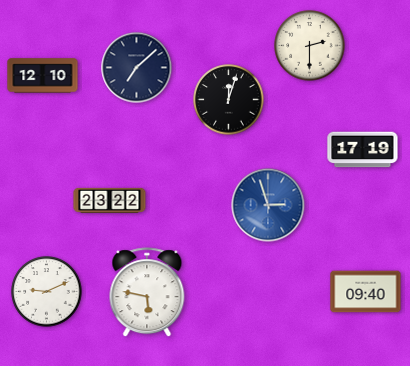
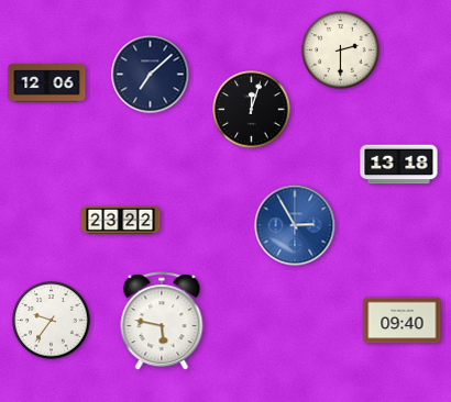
clock at (43, 76): 12:10 -> 12:06
clock at (363, 150): 17:19 -> 13:18
clock at (268, 205): 2:57 -> 2:55
clock at (47, 292): 9:11 -> 9:36
